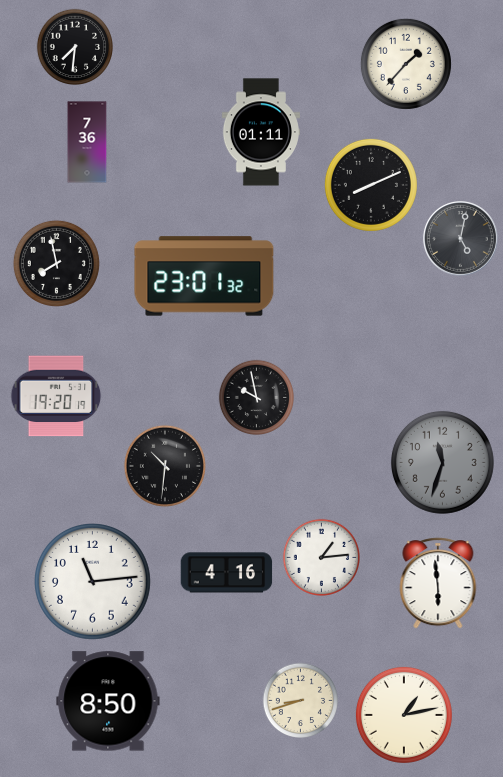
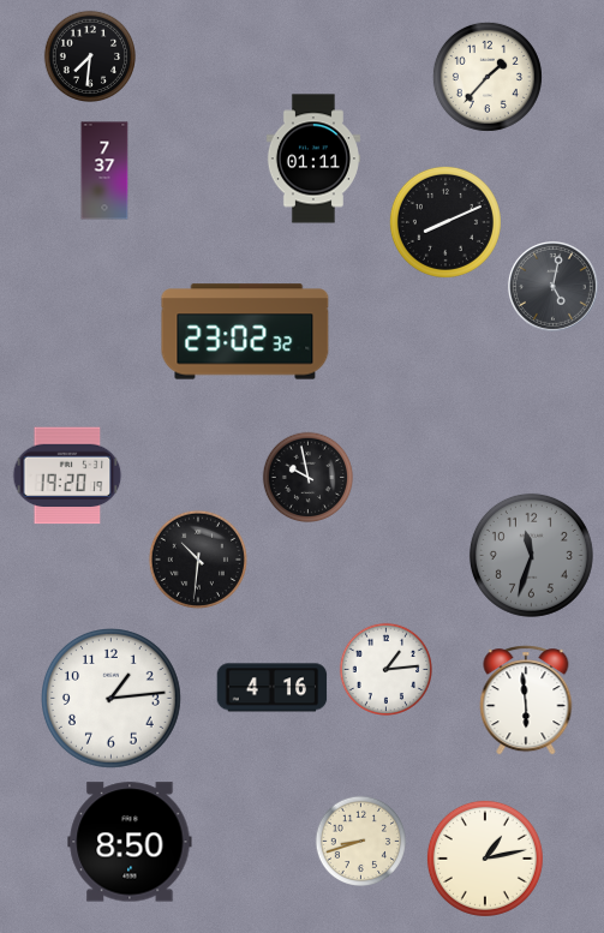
clock at (87, 142): 7:36 -> 7:37
clock at (56, 263): 7:58 -> none
clock at (204, 276): 23:01 -> 23:02
clock at (93, 582): 11:14 -> 1:14
